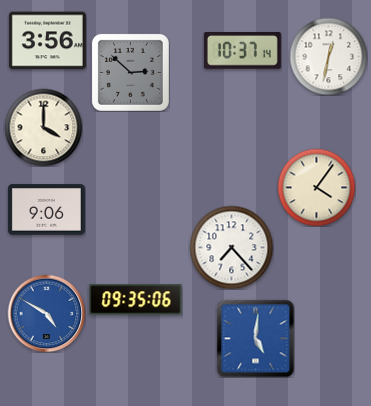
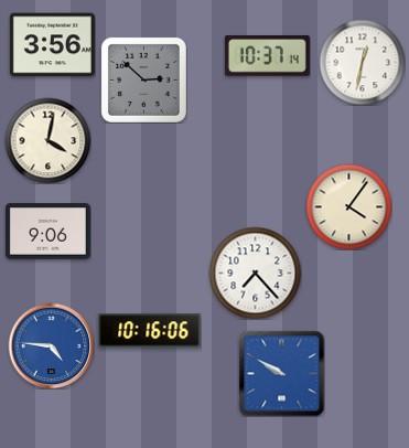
clock at (43, 127): 4:00 -> 4:02
clock at (46, 210) position: (46, 210) -> (47, 232)
clock at (136, 300): 09:35 -> 10:16
clock at (46, 313): 4:50 -> 4:46
clock at (255, 338): 5:01 -> 9:50
